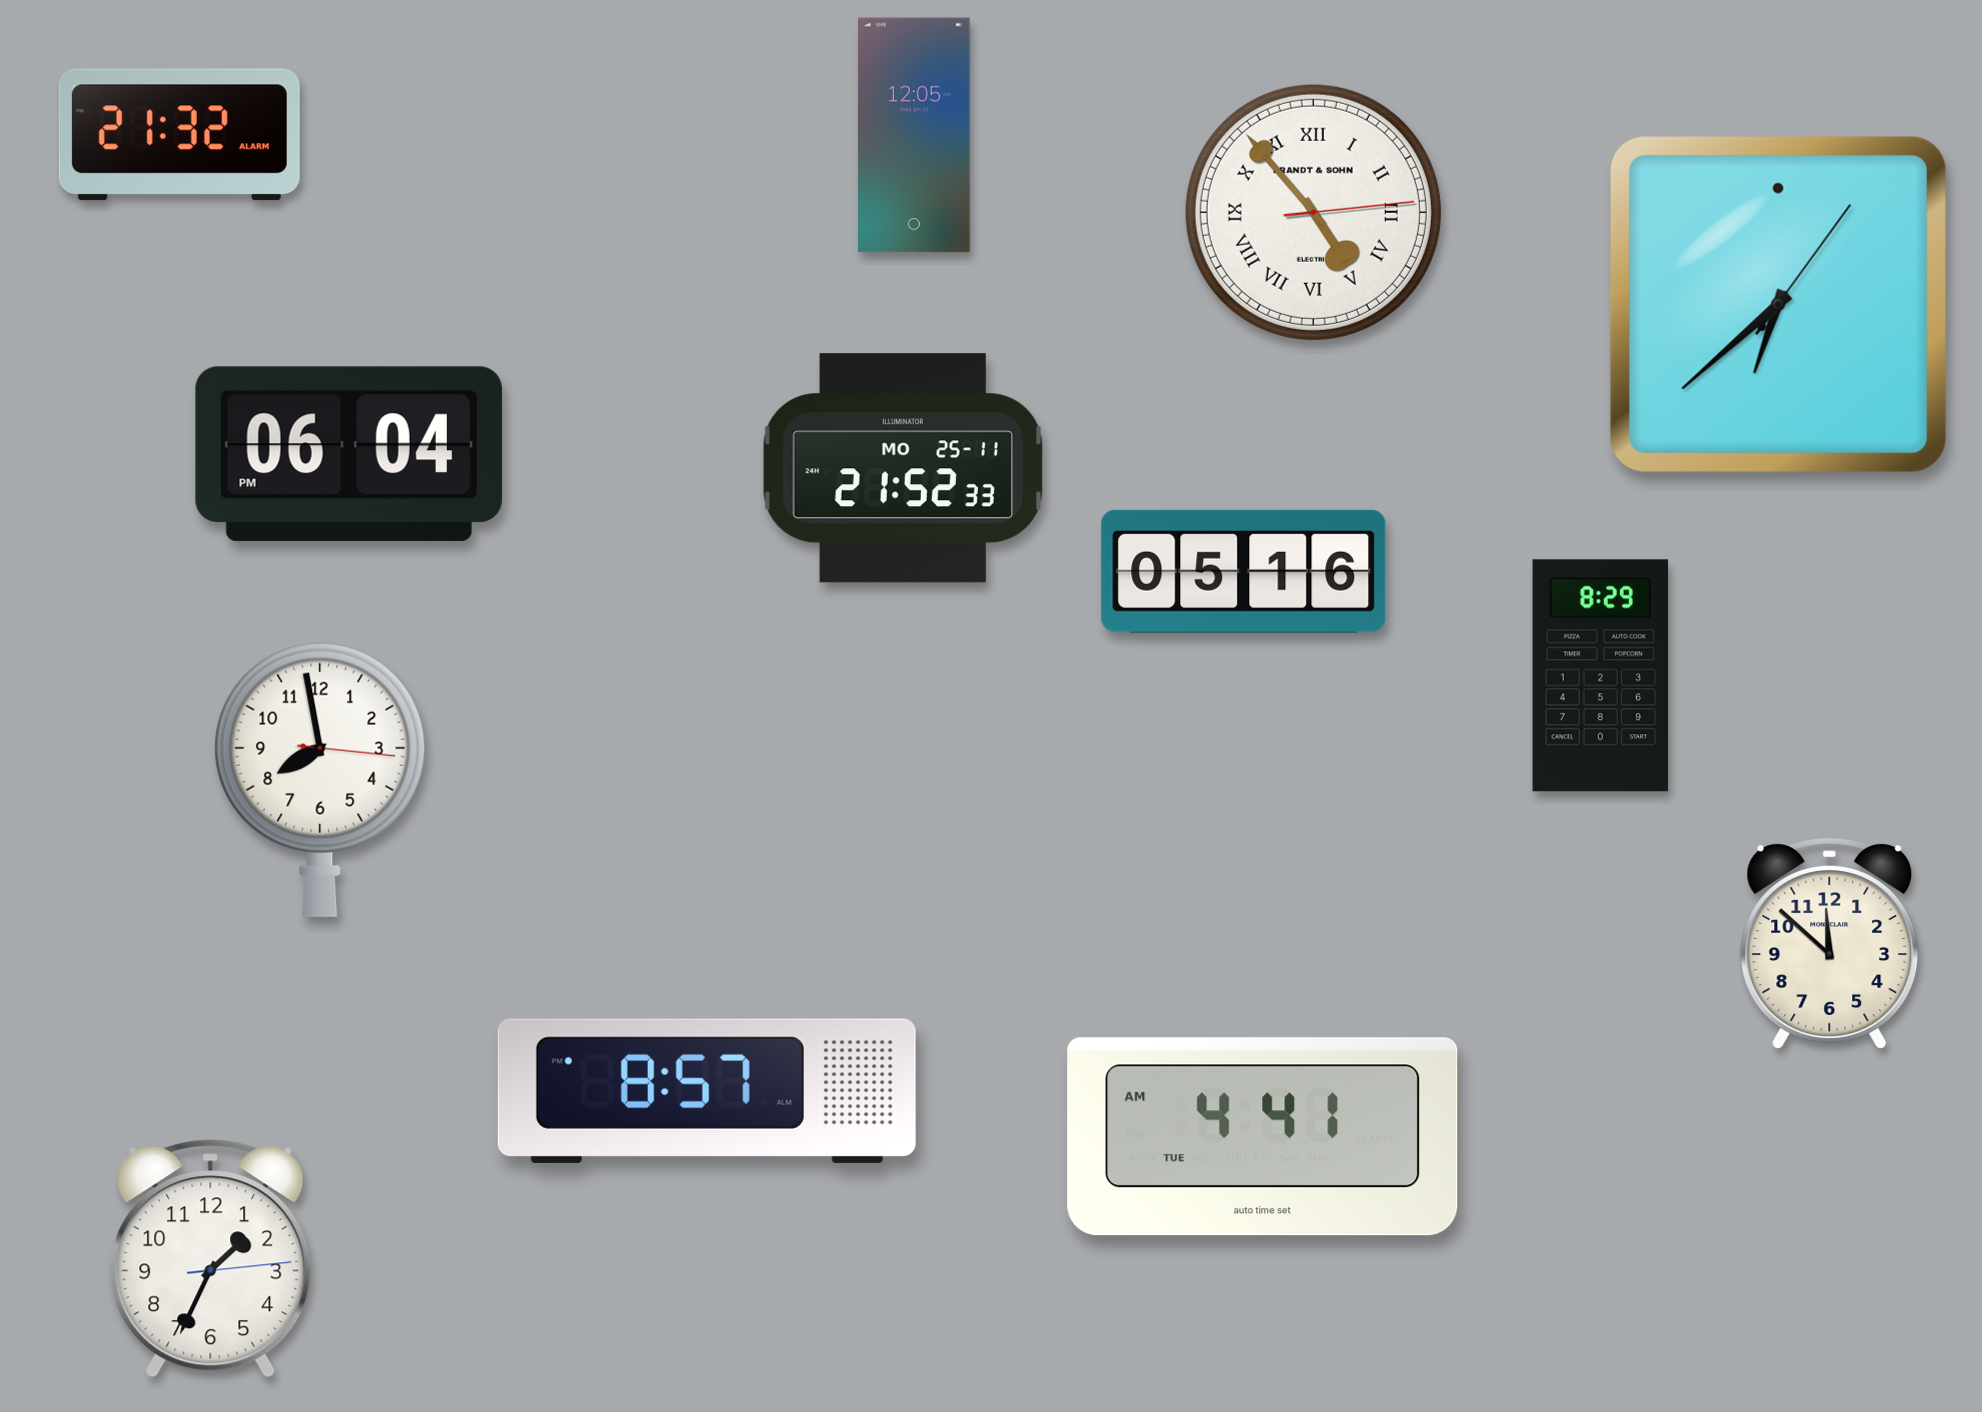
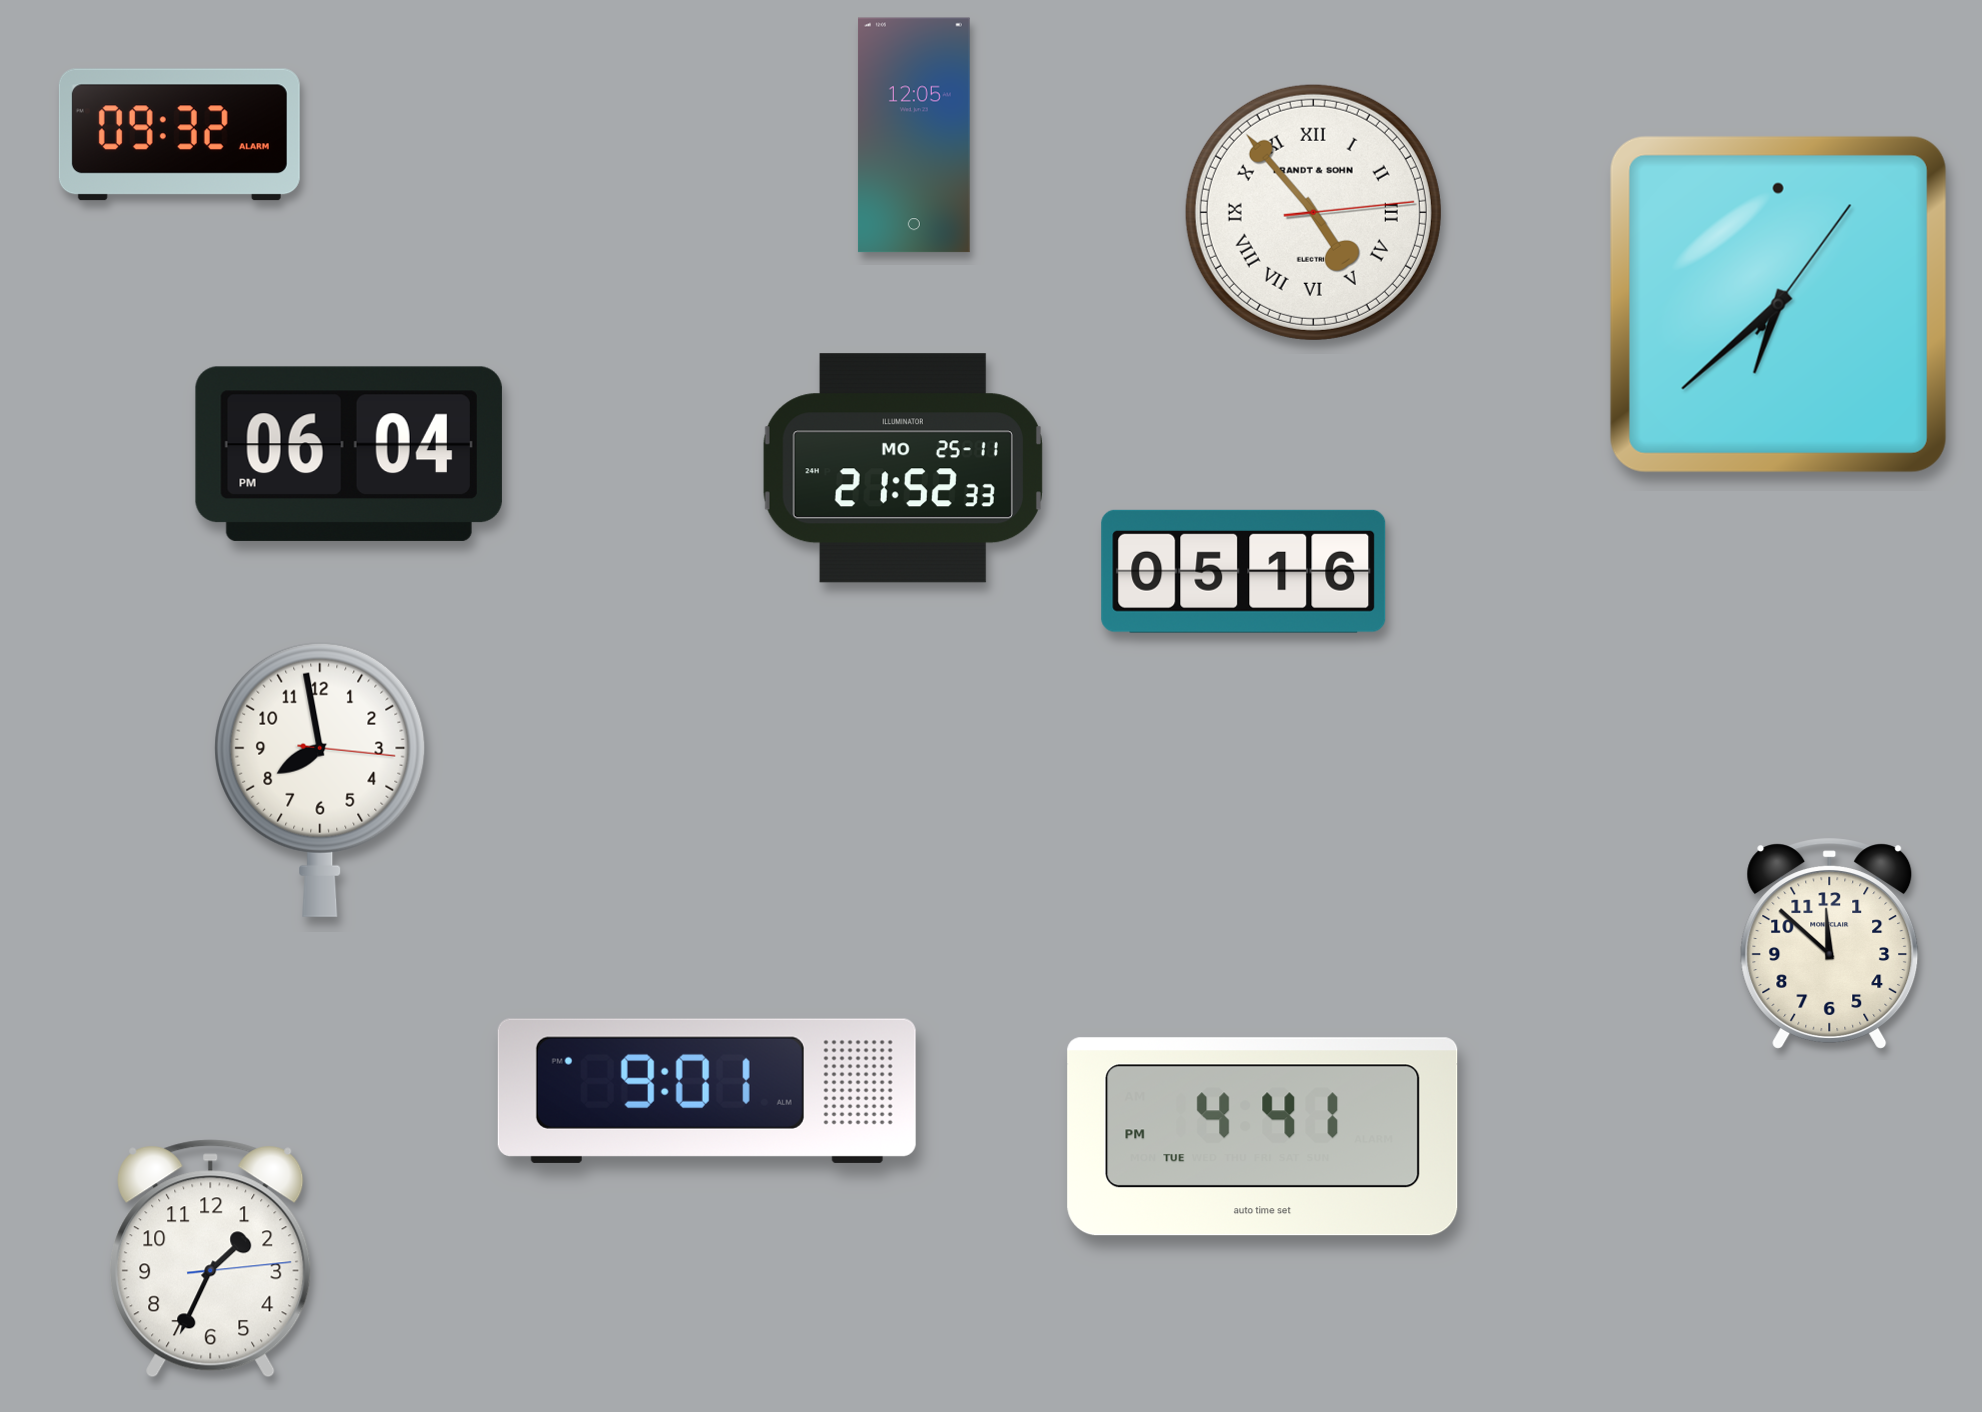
clock at (179, 135): 21:32 -> 09:32
clock at (1601, 676): 8:29 -> none
clock at (707, 1091): 8:57 -> 9:01
clock at (1263, 1137): 4:41 AM -> 4:41 PM
